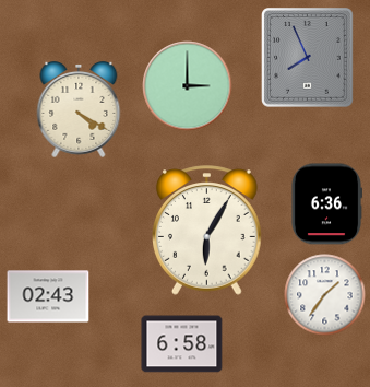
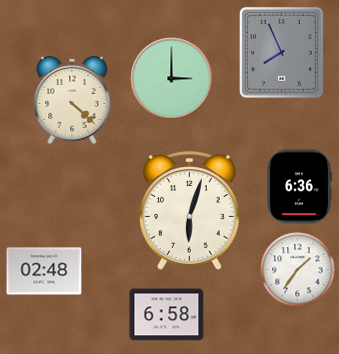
clock at (79, 109): 4:20 -> 4:22
clock at (207, 231): 6:05 -> 6:03
clock at (48, 296): 02:43 -> 02:48
